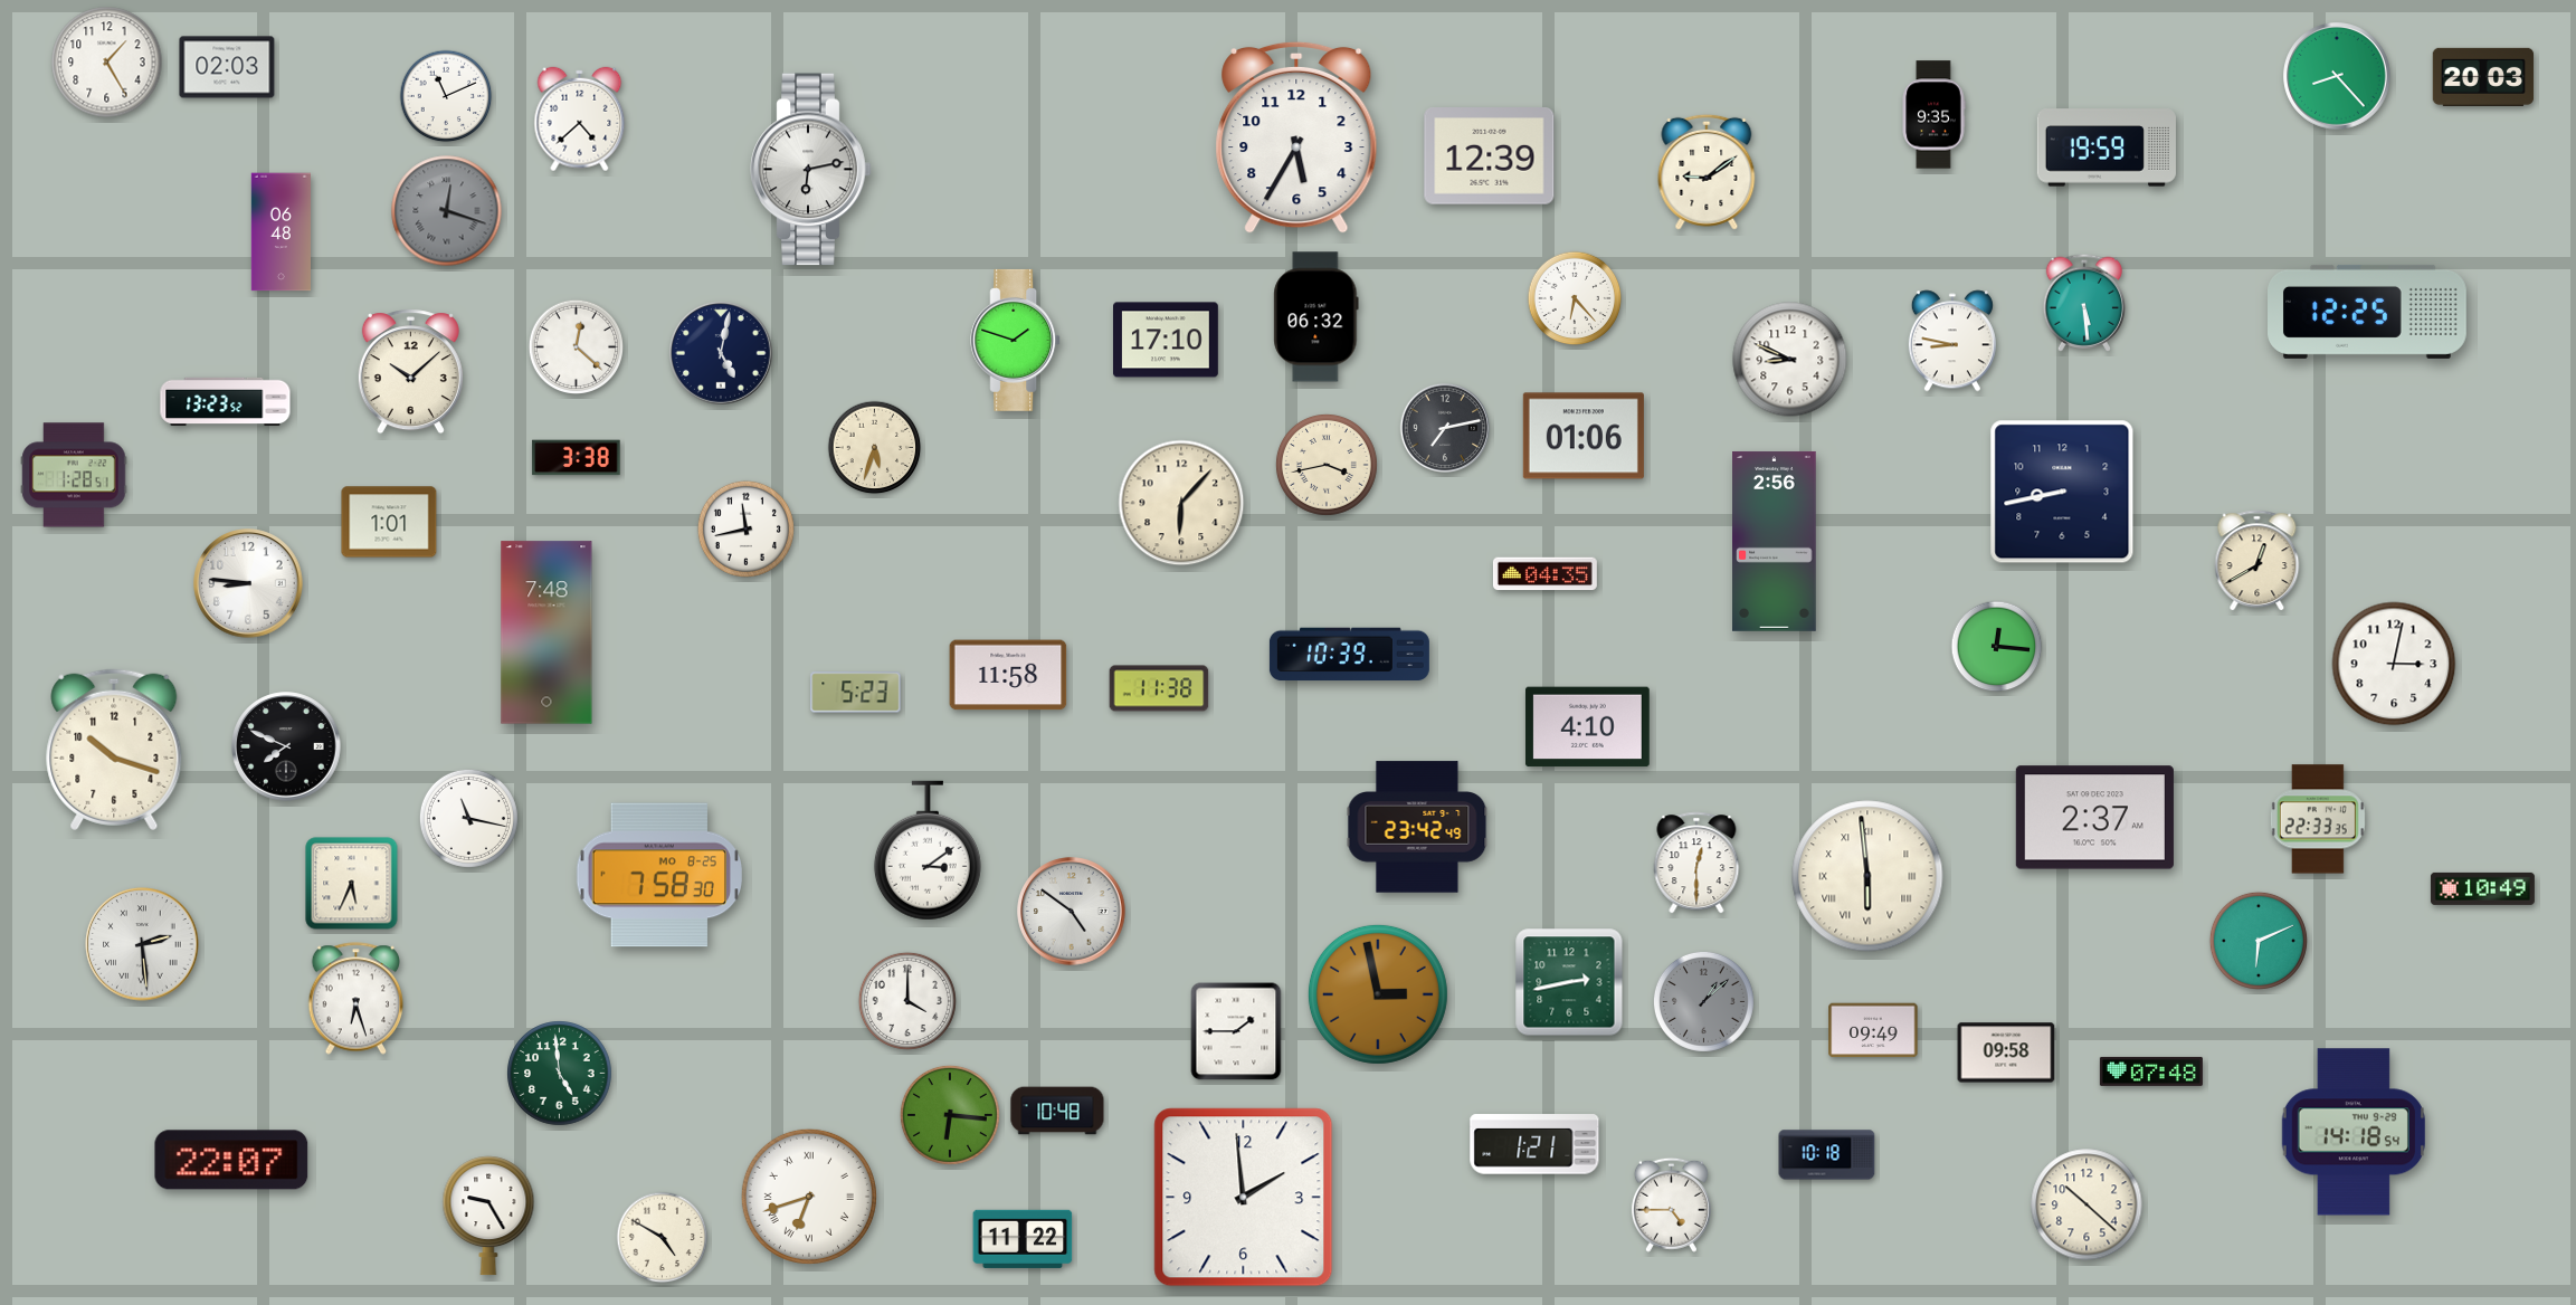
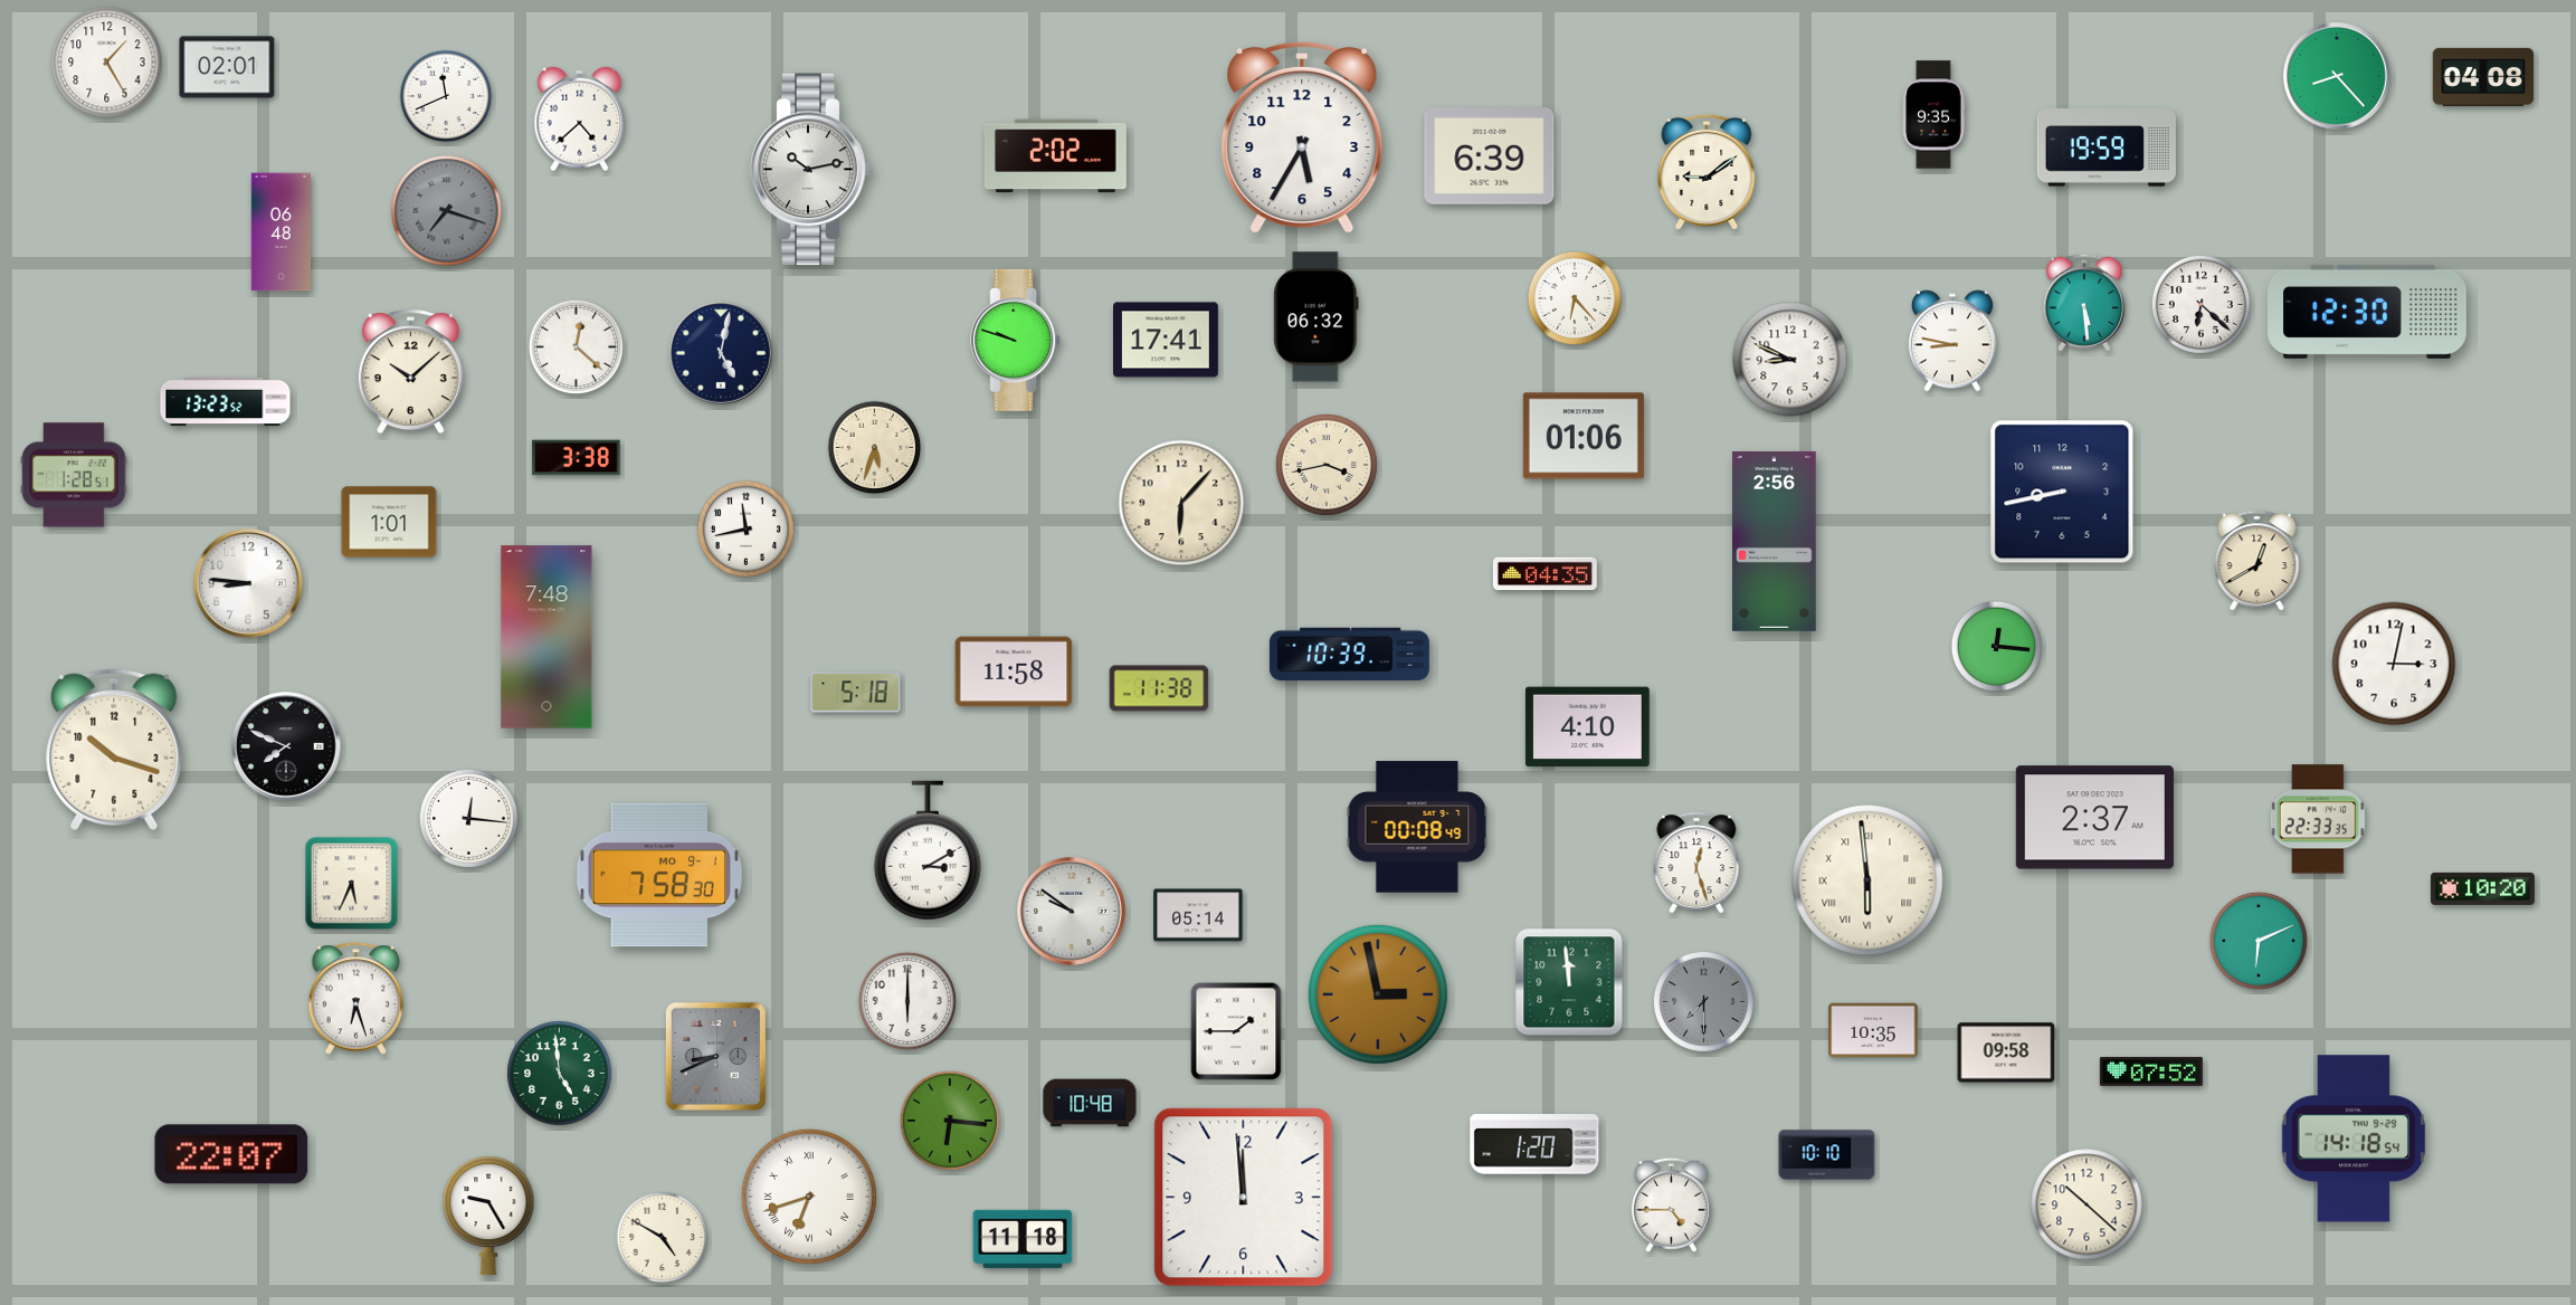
clock at (227, 67): 02:03 -> 02:01
clock at (2483, 77): 20:03 -> 04:08
clock at (446, 96): 11:11 -> 11:41
clock at (1296, 137) position: (1296, 137) -> (1302, 137)
clock at (1055, 156): none -> 2:02
clock at (1490, 156): 12:39 -> 6:39
clock at (811, 170): 6:13 -> 10:13
clock at (447, 211): 12:18 -> 7:18
clock at (2200, 304): none -> 6:22
clock at (2368, 312): 12:25 -> 12:30
clock at (1016, 340): 1:48 -> 9:48
clock at (1167, 340): 17:10 -> 17:41
clock at (1445, 428): 7:13 -> none
clock at (546, 632) position: (546, 632) -> (546, 637)
clock at (1008, 675) position: (1008, 675) -> (1014, 671)
clock at (856, 693): 5:23 -> 5:18
clock at (468, 818): 11:17 -> 12:16
clock at (1417, 827): 23:42 -> 00:08
clock at (928, 850): 3:09 -> 3:10
clock at (1696, 863): 12:30 -> 12:27
clock at (658, 875) date: MO 8-25 -> MO 9-1
clock at (1867, 876) position: (1867, 876) -> (1867, 880)
clock at (2482, 888): 10:49 -> 10:20
clock at (1072, 912): 4:51 -> 9:51
clock at (1198, 915): none -> 05:14
clock at (142, 944): 2:29 -> none
clock at (1569, 982): 2:43 -> 11:59
clock at (907, 1001): 4:00 -> 6:00
clock at (1703, 1001): 1:08 -> 7:30
clock at (1873, 1030): 09:49 -> 10:35
clock at (715, 1056): none -> 8:41
clock at (2151, 1071): 07:48 -> 07:52
clock at (1057, 1111) position: (1057, 1111) -> (1090, 1103)
clock at (950, 1115) position: (950, 1115) -> (950, 1121)
clock at (2352, 1132) position: (2352, 1132) -> (2352, 1139)
clock at (1534, 1144): 1:21 -> 1:20
clock at (1827, 1155): 10:18 -> 10:10
clock at (231, 1160) position: (231, 1160) -> (231, 1154)
clock at (1244, 1198): 1:59 -> 11:59
clock at (1023, 1239): 11:22 -> 11:18
